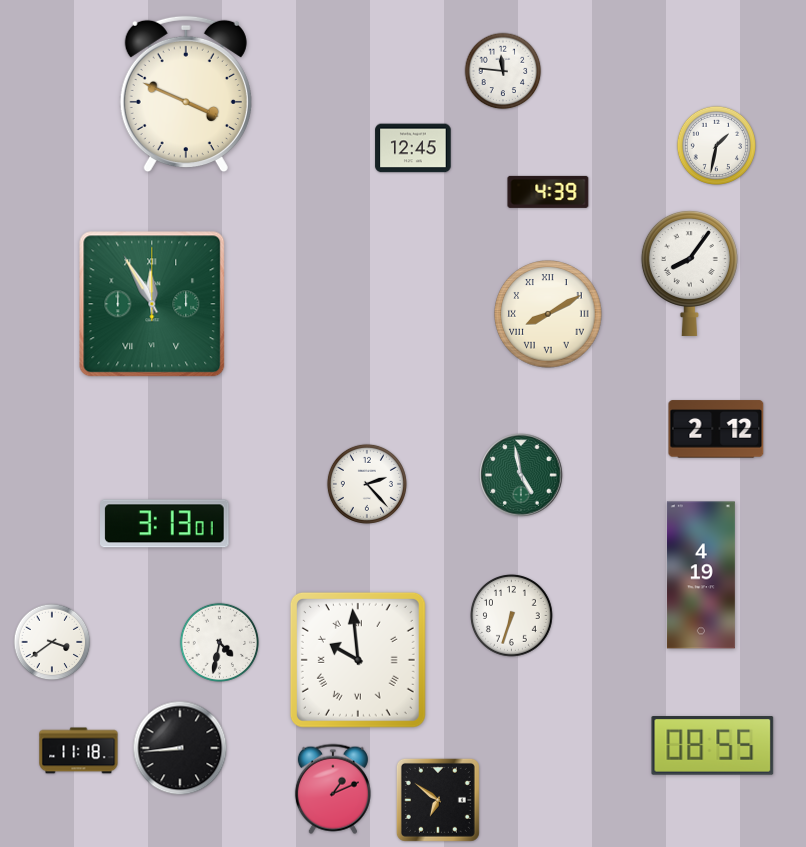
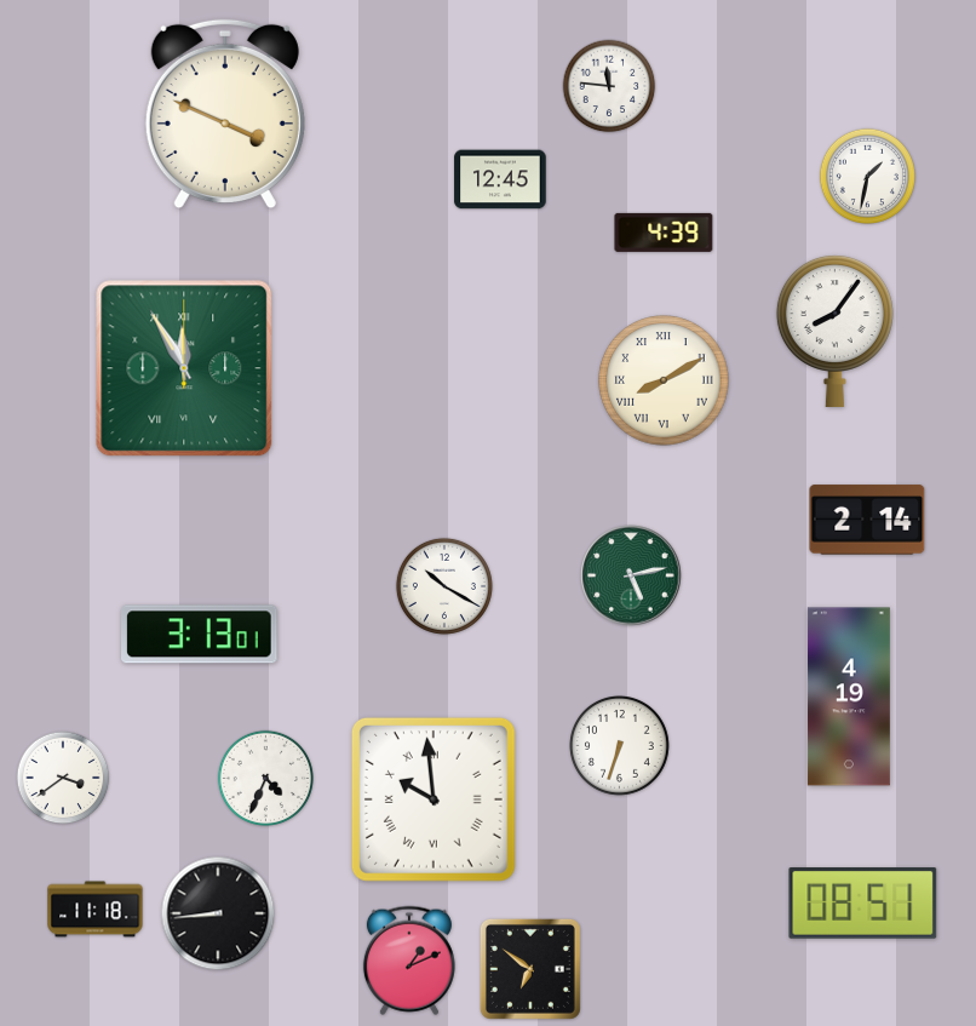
clock at (716, 429): 2:12 -> 2:14
clock at (521, 475): 4:58 -> 5:13
clock at (367, 484): 2:23 -> 10:20
clock at (219, 642): 4:32 -> 4:34
clock at (713, 746): 08:55 -> 08:51
clock at (180, 748) position: (180, 748) -> (218, 913)
clock at (333, 789) position: (333, 789) -> (409, 961)
